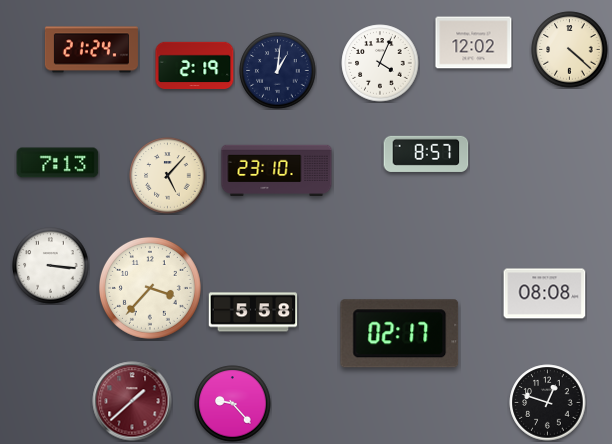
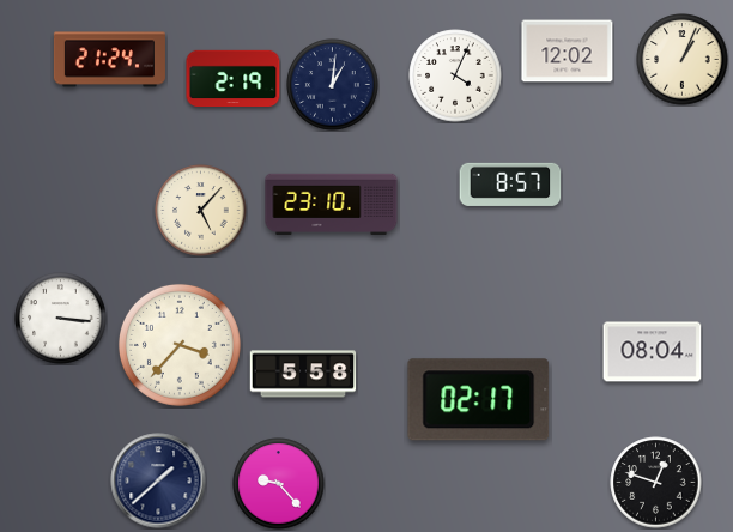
clock at (570, 50): 4:22 -> 1:04
clock at (58, 163): 7:13 -> none
clock at (545, 294): 08:08 -> 08:04
clock at (132, 401) dial: burgundy -> navy
